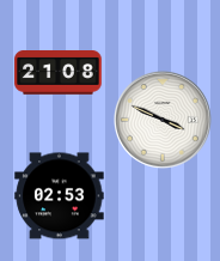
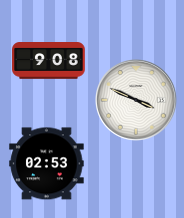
clock at (59, 73): 21:08 -> 9:08
clock at (60, 196) position: (60, 196) -> (47, 164)
